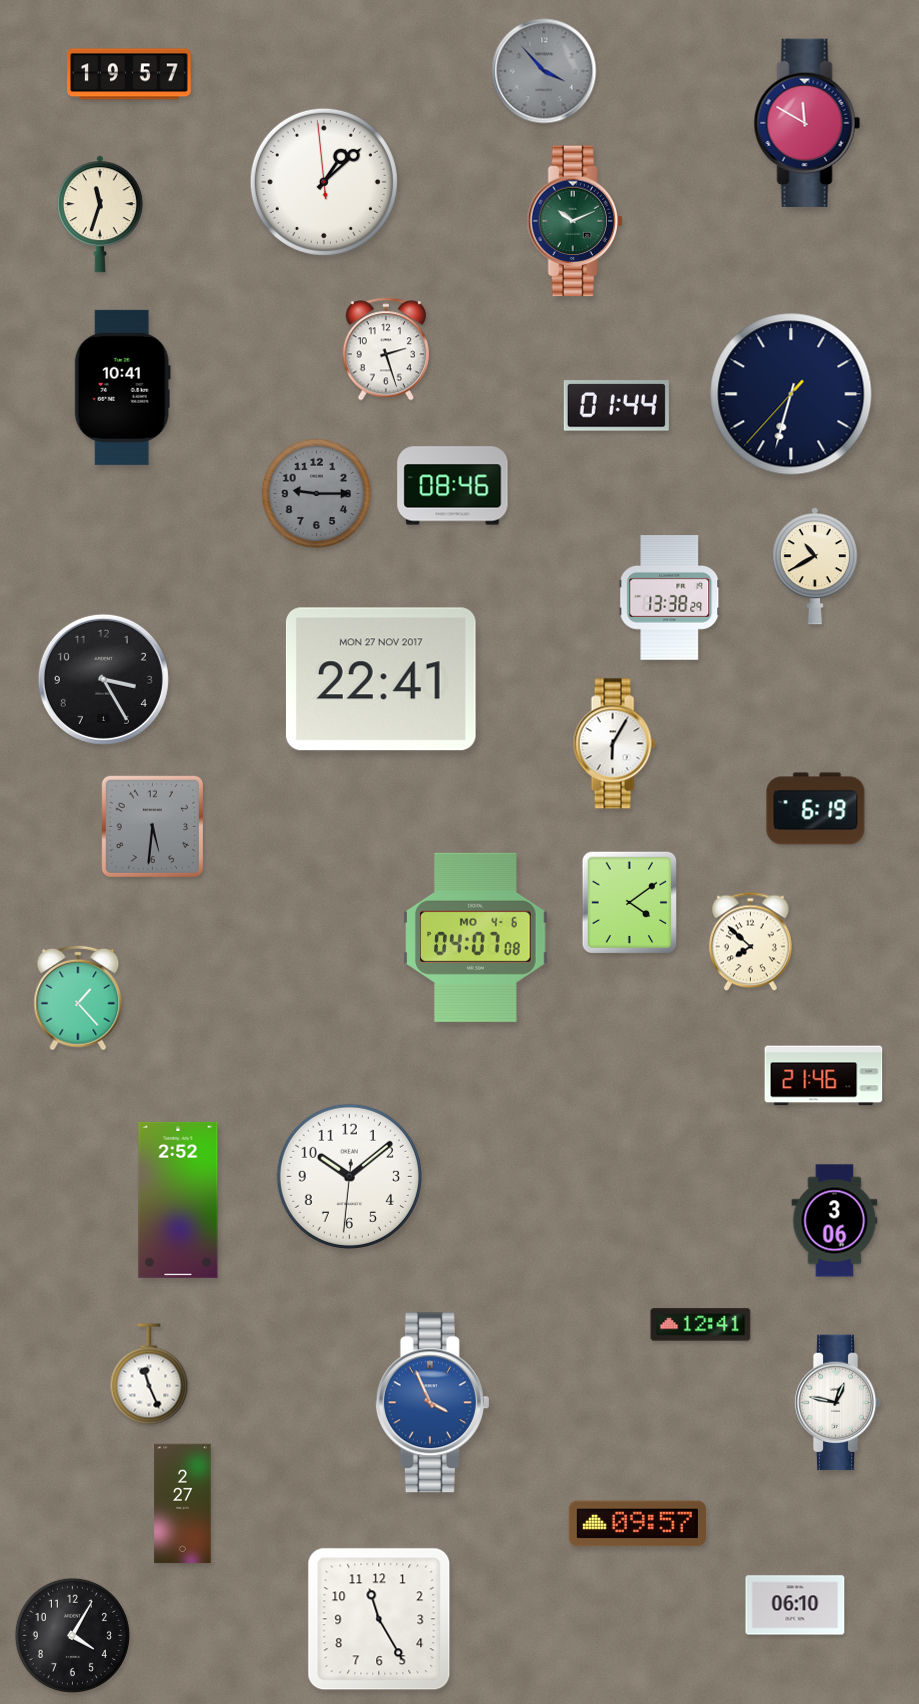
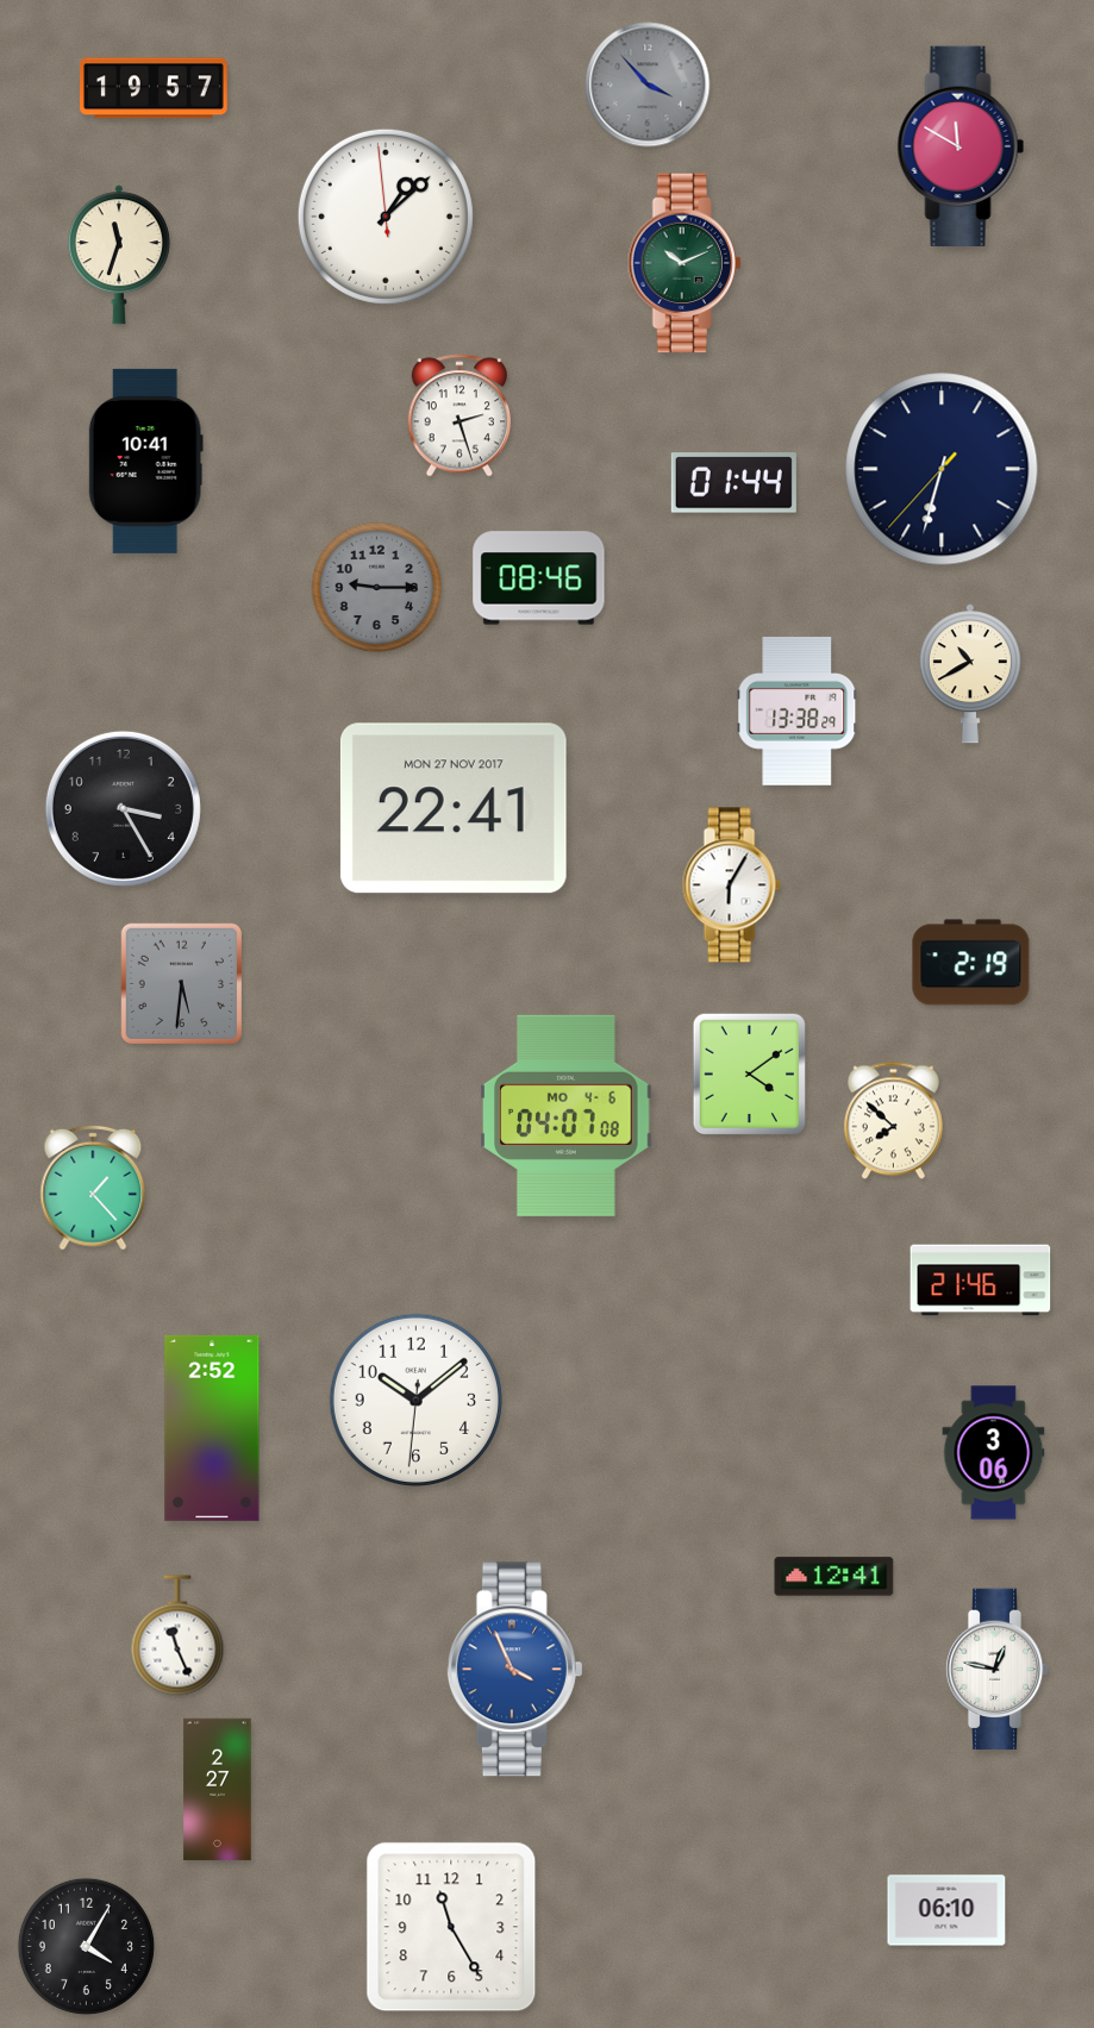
clock at (816, 809): 6:19 -> 2:19
clock at (637, 1524): 09:57 -> none
